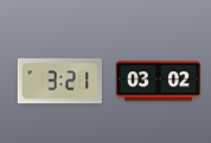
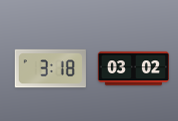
clock at (59, 82): 3:21 -> 3:18
